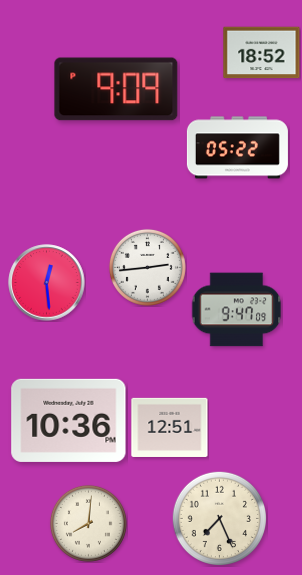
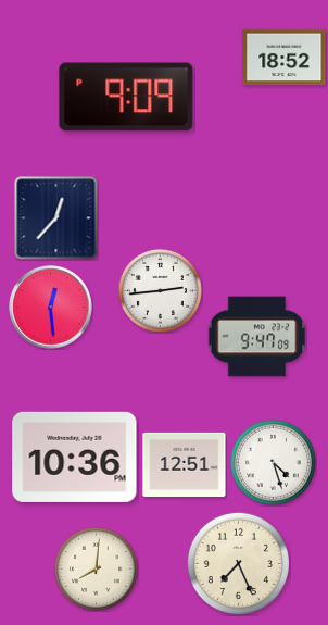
clock at (237, 148): 05:22 -> none
clock at (56, 218): none -> 12:37
clock at (273, 462): none -> 4:27
